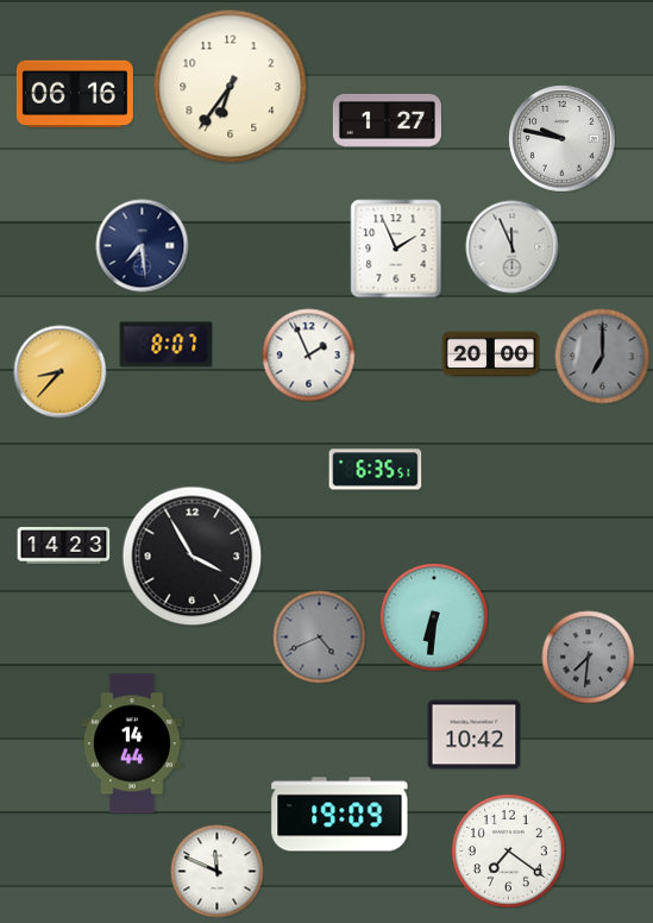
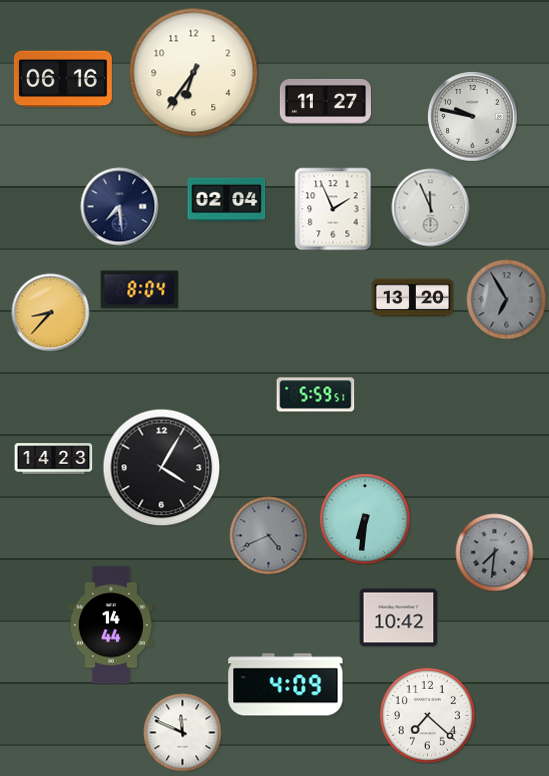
clock at (387, 120): 1:27 -> 11:27
clock at (226, 199): none -> 02:04
clock at (165, 345): 8:07 -> 8:04
clock at (308, 354): 1:56 -> none
clock at (490, 354): 20:00 -> 13:20
clock at (602, 356): 7:00 -> 6:55
clock at (375, 470): 6:35 -> 5:59
clock at (191, 555): 3:55 -> 4:05
clock at (340, 815): 19:09 -> 4:09
clock at (508, 850): 7:21 -> 7:22
